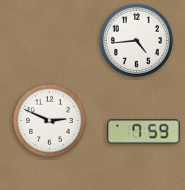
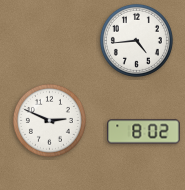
clock at (144, 132): 7:59 -> 8:02
